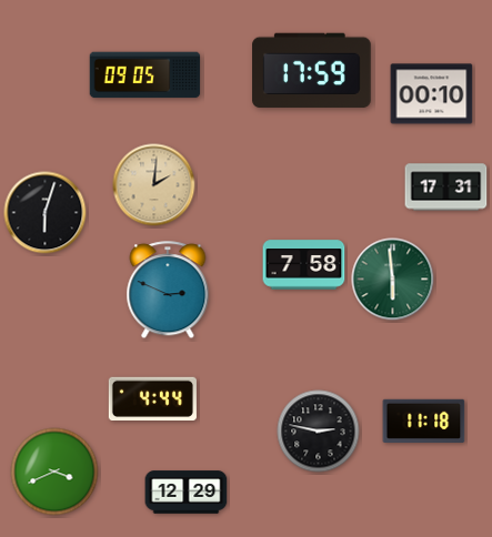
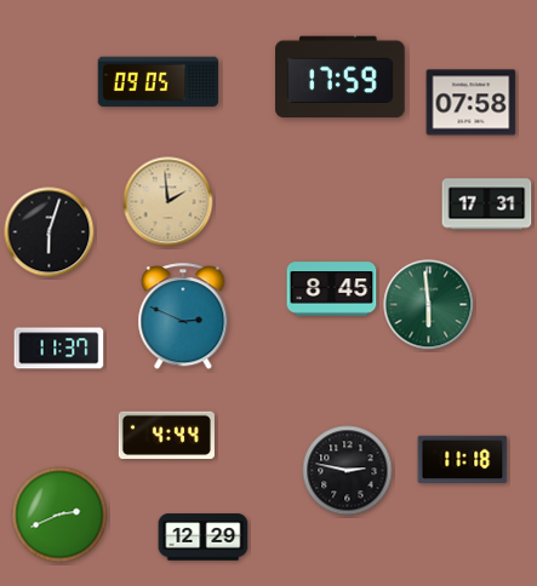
clock at (432, 94): 00:10 -> 07:58
clock at (154, 185): 2:01 -> 1:59
clock at (304, 265): 7:58 -> 8:45
clock at (59, 349): none -> 11:37
clock at (54, 472): 3:41 -> 2:41
